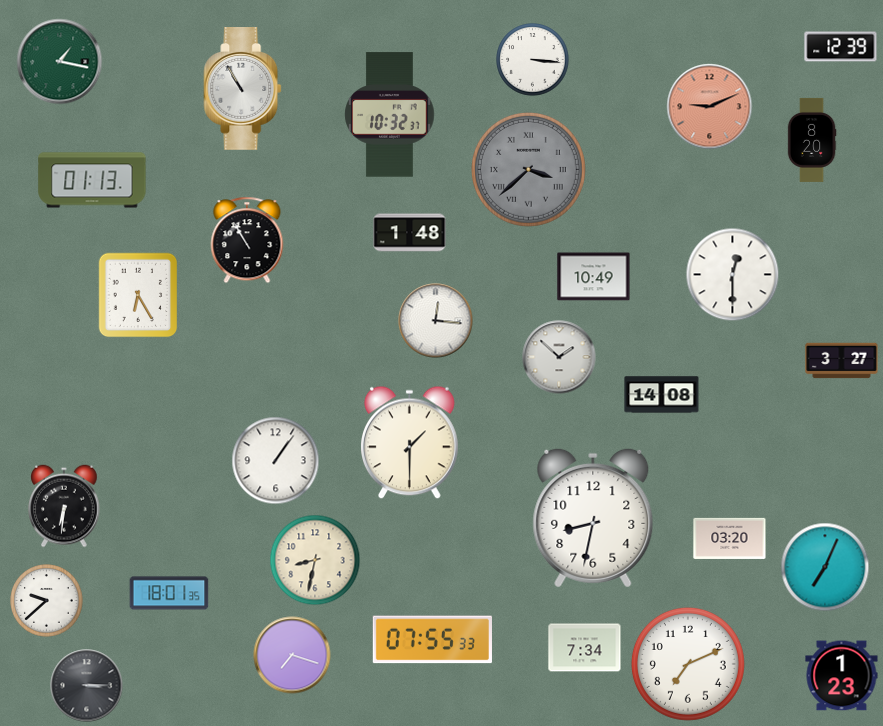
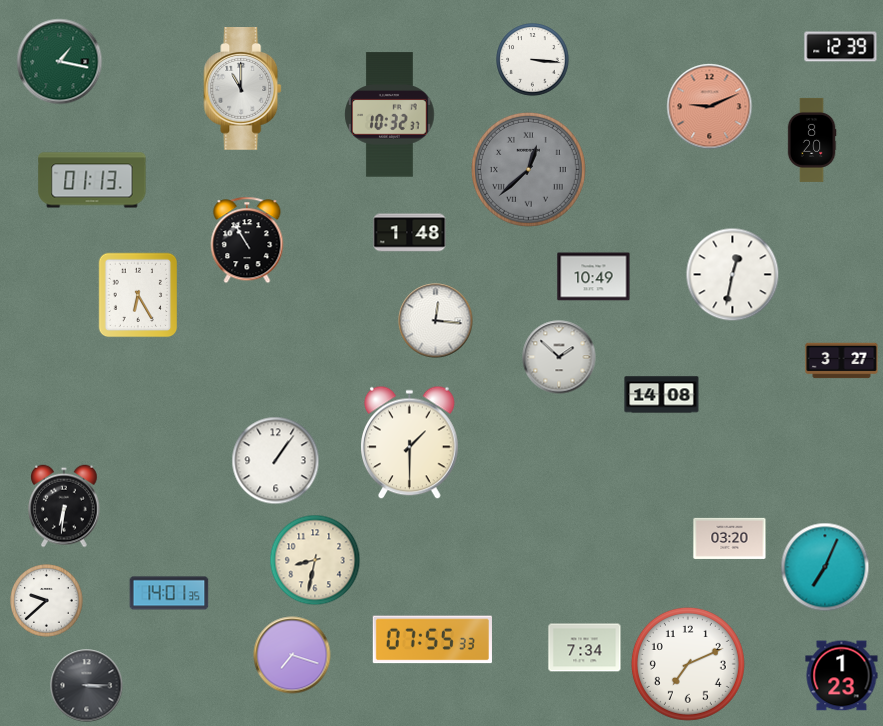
clock at (243, 89): 10:55 -> 11:00
clock at (528, 169): 3:38 -> 12:38
clock at (733, 275): 12:30 -> 12:32
clock at (593, 518): 8:32 -> none
clock at (169, 593): 18:01 -> 14:01
